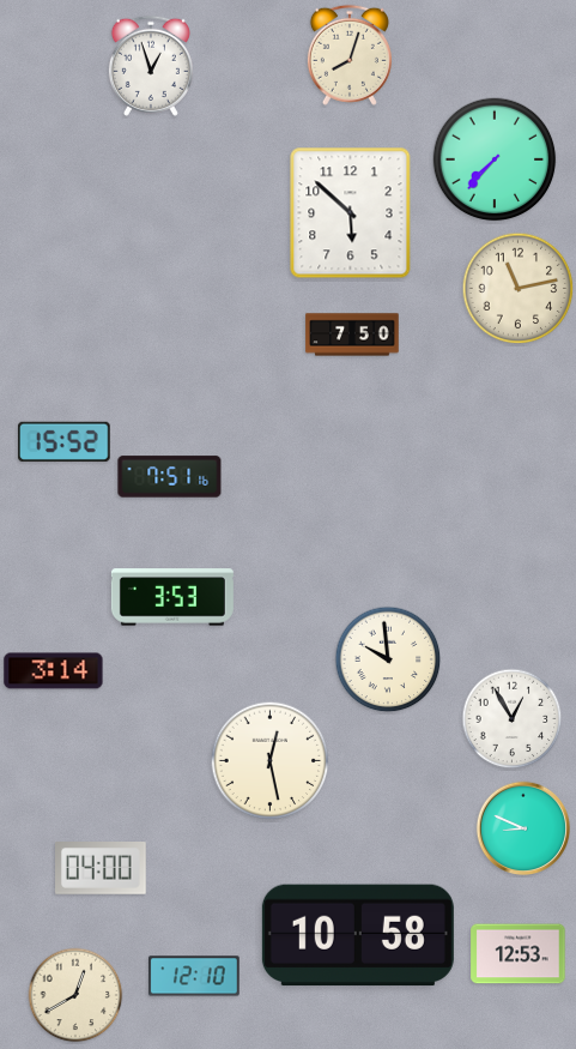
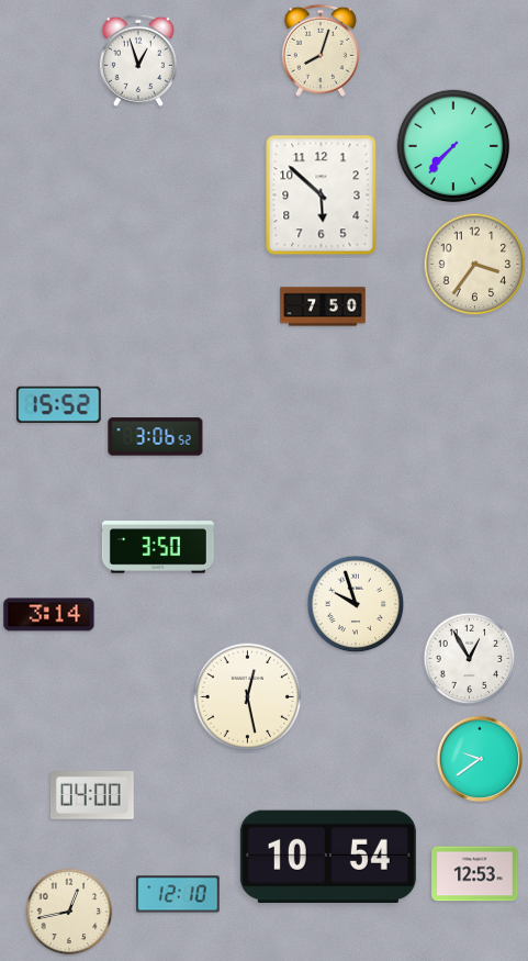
clock at (519, 289): 11:13 -> 3:36
clock at (170, 477): 7:51 -> 3:06
clock at (172, 597): 3:53 -> 3:50
clock at (388, 659): 9:59 -> 9:57
clock at (523, 828): 8:49 -> 9:39
clock at (358, 935): 10:58 -> 10:54
clock at (75, 995): 12:40 -> 12:43
